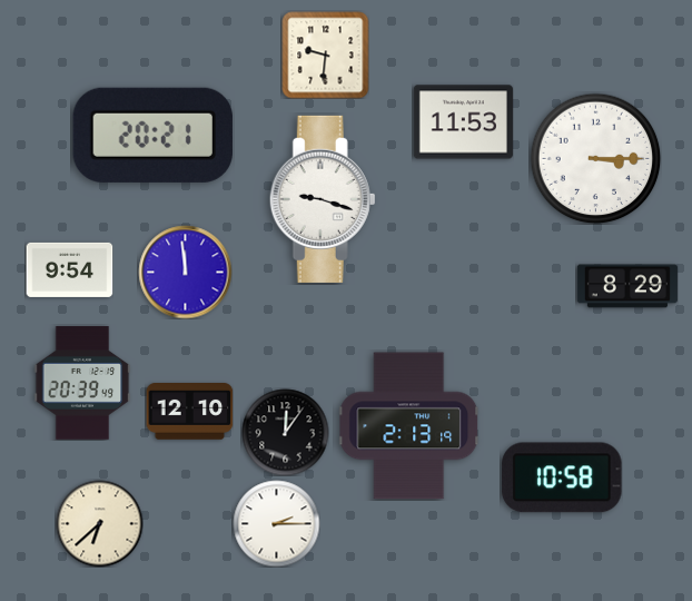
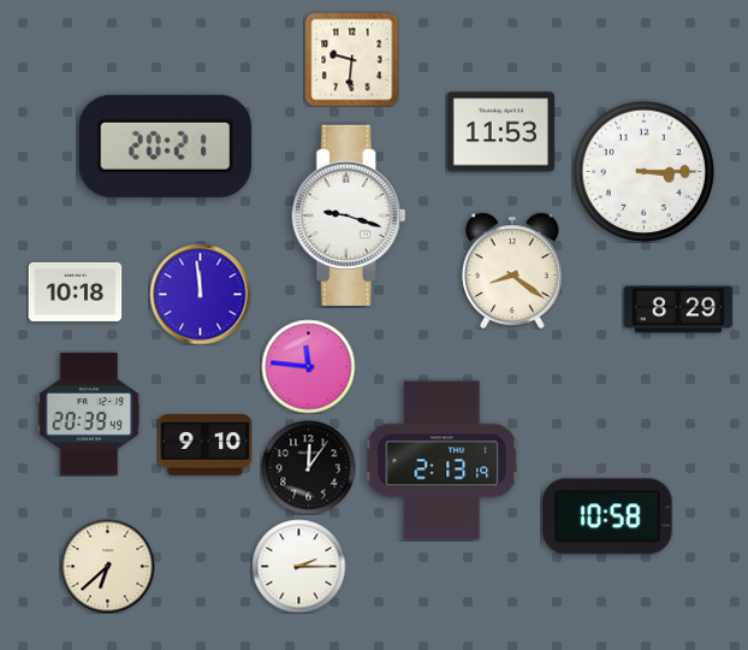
clock at (512, 271): none -> 8:21
clock at (69, 269): 9:54 -> 10:18
clock at (308, 366): none -> 11:46
clock at (189, 412): 12:10 -> 9:10
